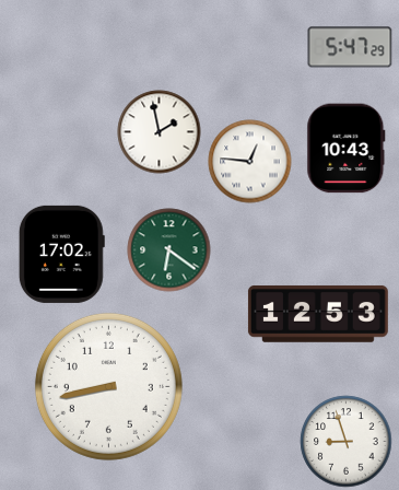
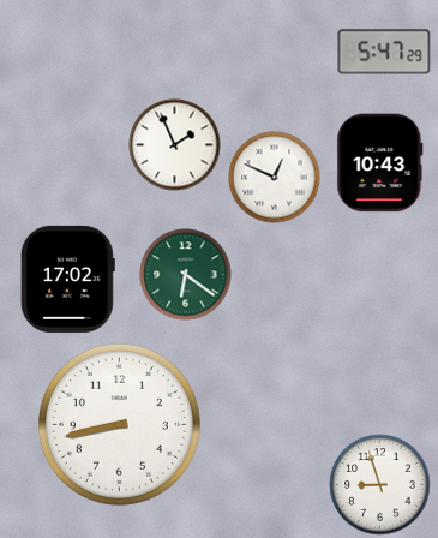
clock at (160, 132): 1:58 -> 1:56
clock at (250, 162): 12:46 -> 12:49
clock at (318, 314): 12:53 -> none
